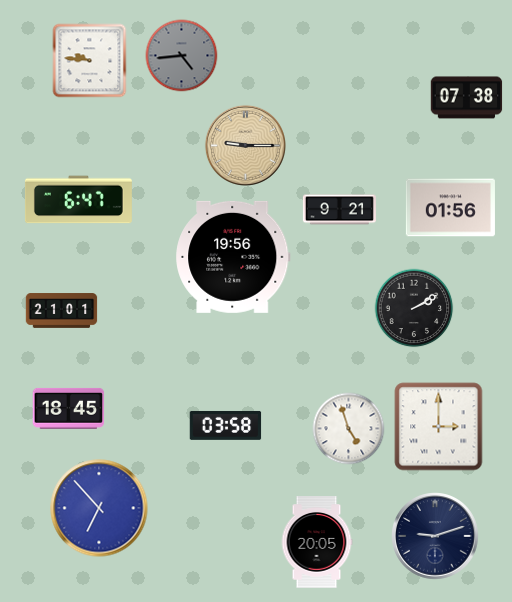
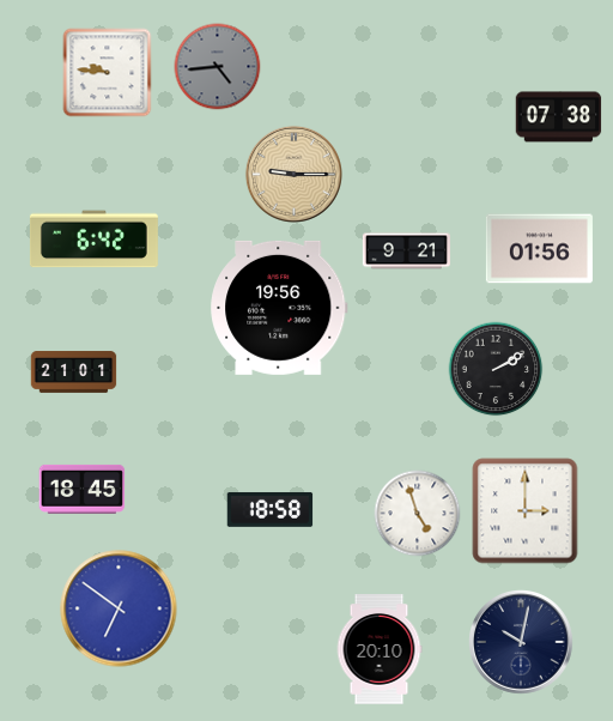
clock at (78, 200): 6:47 -> 6:42
clock at (226, 425): 03:58 -> 18:58
clock at (99, 508): 6:53 -> 6:51
clock at (435, 536): 9:12 -> 10:02
clock at (317, 542): 20:05 -> 20:10
